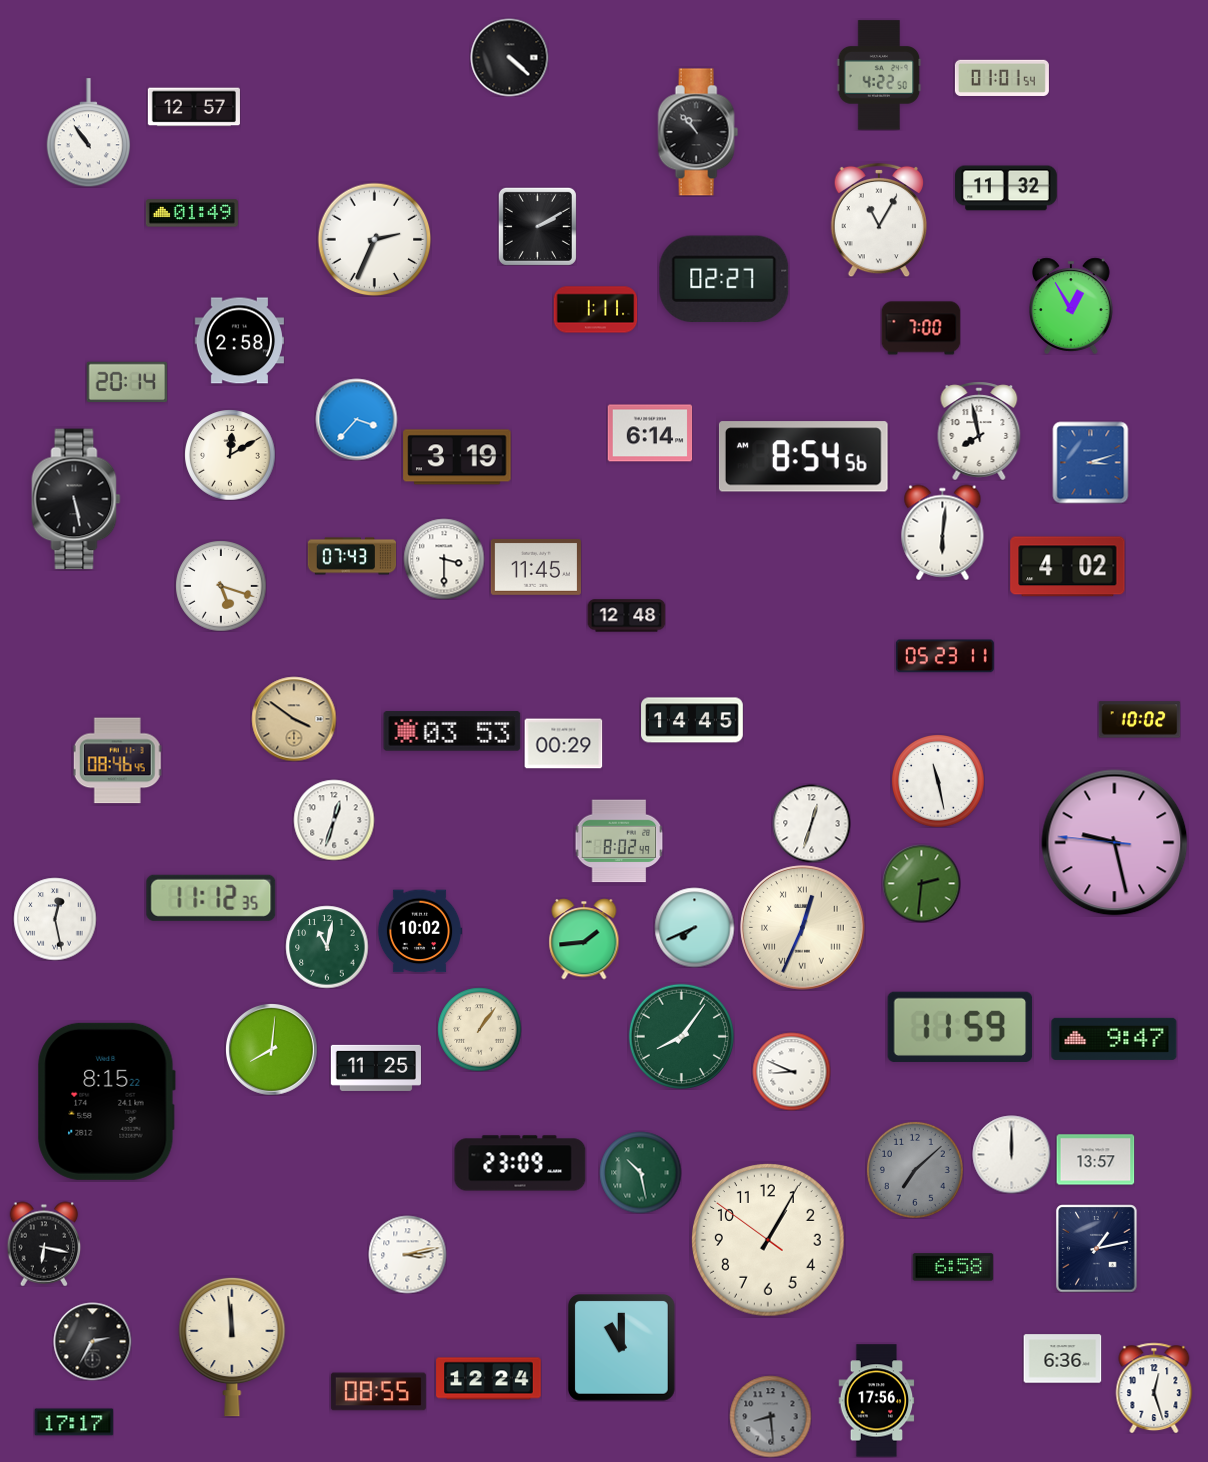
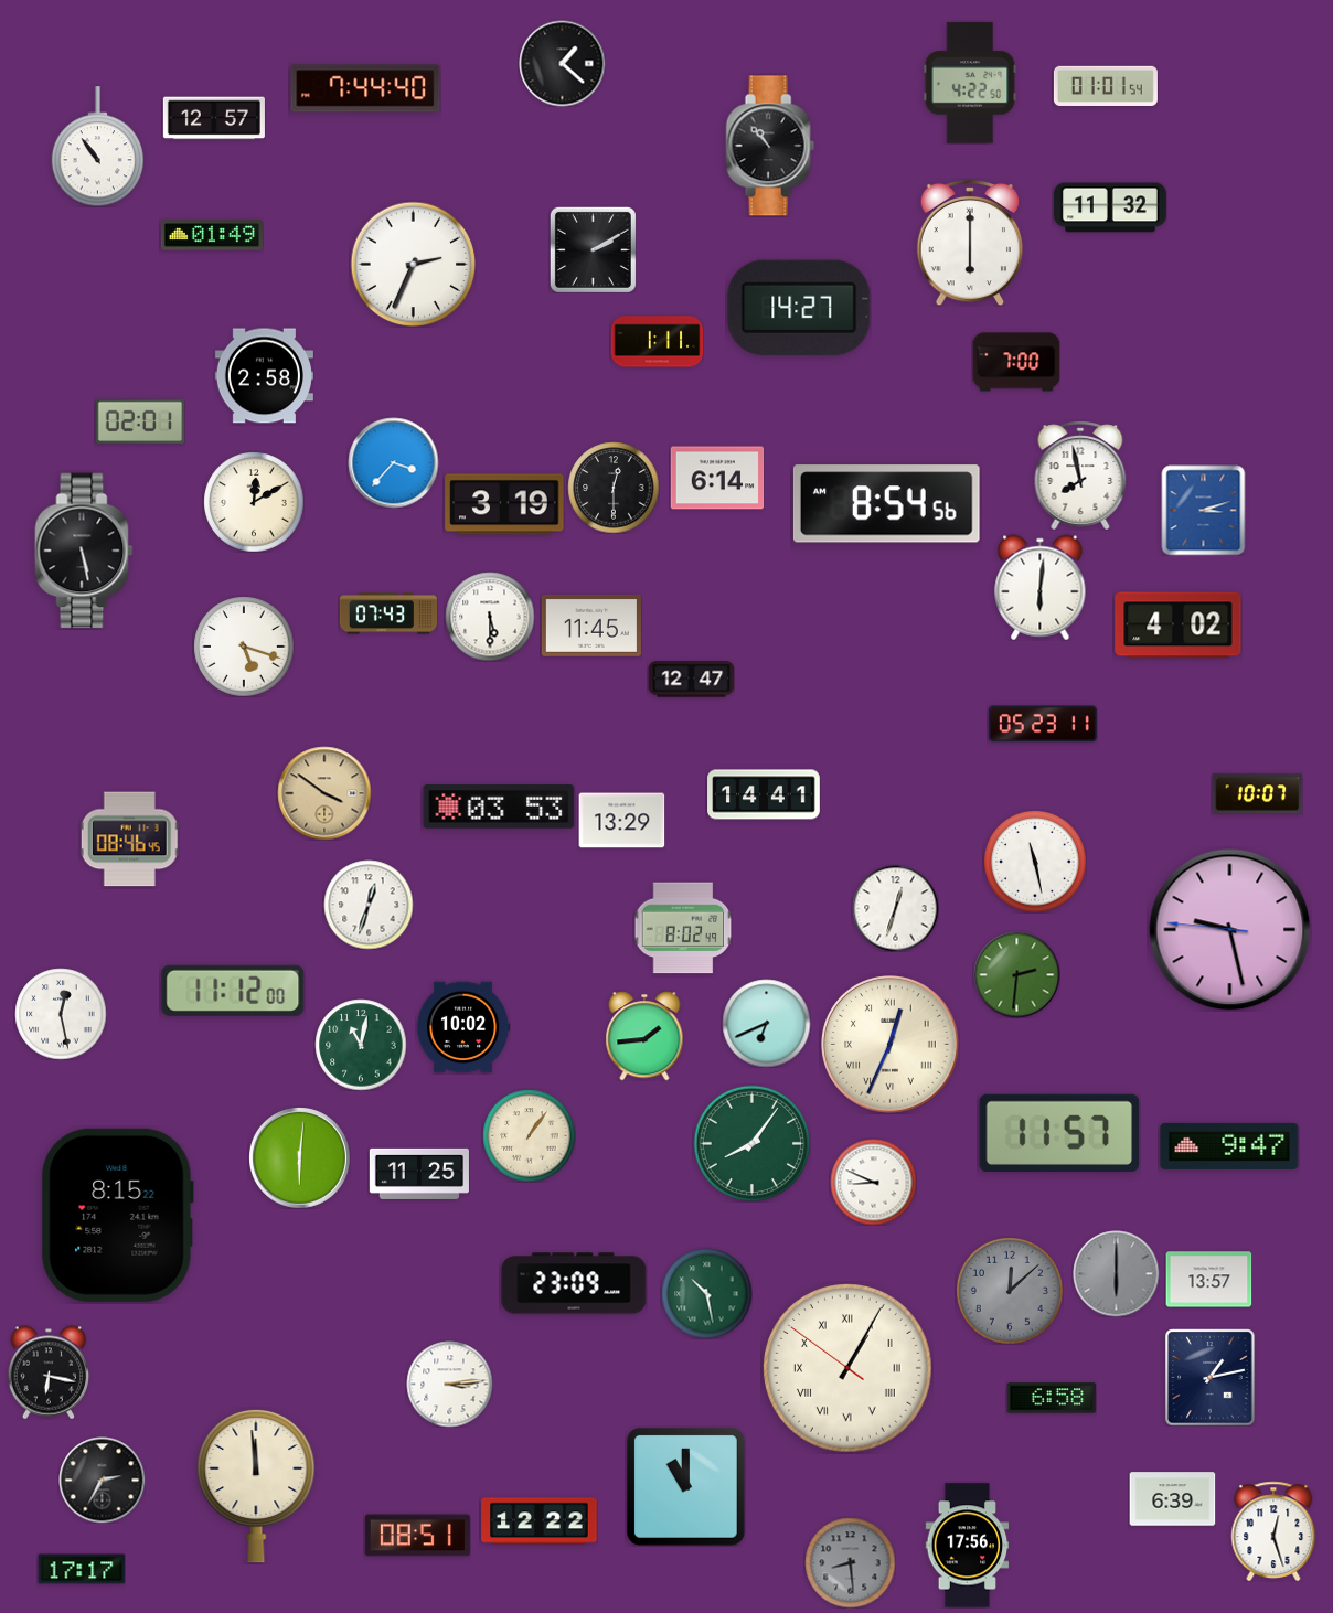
clock at (509, 57): 4:22 -> 1:22
clock at (365, 88): none -> 7:44
clock at (878, 220): 11:05 -> 6:00
clock at (724, 279): 02:27 -> 14:27
clock at (1072, 306): 12:55 -> none
clock at (127, 382): 20:14 -> 02:01
clock at (614, 488): none -> 12:30
clock at (444, 559): 3:30 -> 5:30
clock at (626, 616): 12:48 -> 12:47
clock at (692, 720): 14:45 -> 14:41
clock at (1139, 720): 10:02 -> 10:07
clock at (563, 744): 00:29 -> 13:29
clock at (211, 898): 11:12:35 -> 11:12:00
clock at (694, 927): 7:41 -> 6:41
clock at (803, 928) position: (803, 928) -> (891, 1045)
clock at (960, 1026): 11:59 -> 11:57
clock at (272, 1050): 8:01 -> 6:01
clock at (376, 1068) position: (376, 1068) -> (419, 1174)
clock at (1011, 1154): 12:00 -> 6:00
clock at (1011, 1154) dial: white -> grey
clock at (915, 1170): 7:08 -> 12:08
clock at (768, 1240) numerals: Arabic -> Roman
clock at (407, 1254): 3:13 -> 3:14
clock at (1062, 1359): 6:36 -> 6:39
clock at (489, 1379): 12:24 -> 12:22
clock at (378, 1392): 08:55 -> 08:51
